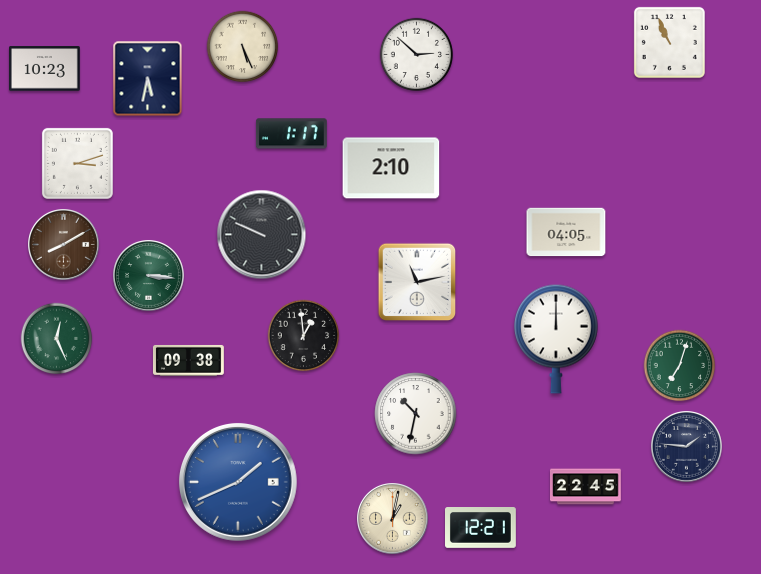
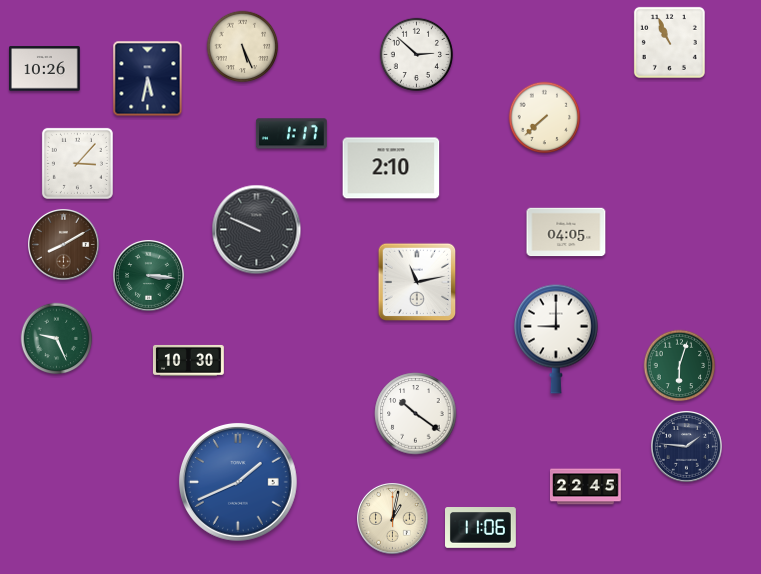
clock at (45, 69): 10:23 -> 10:26
clock at (545, 118): none -> 7:38
clock at (77, 163): 3:12 -> 3:07
clock at (262, 235) position: (262, 235) -> (257, 230)
clock at (304, 336): 12:59 -> none
clock at (57, 339): 12:26 -> 9:26
clock at (557, 339): 12:00 -> 9:00
clock at (188, 360): 09:38 -> 10:30
clock at (680, 366): 7:03 -> 6:03
clock at (416, 414): 10:32 -> 10:21
clock at (481, 528): 12:21 -> 11:06
